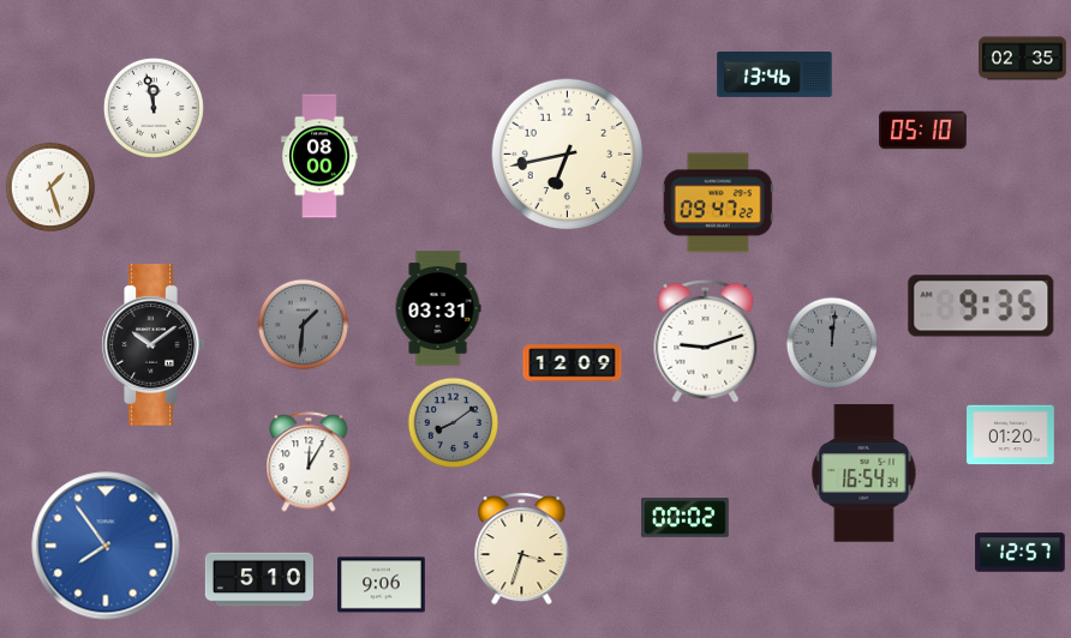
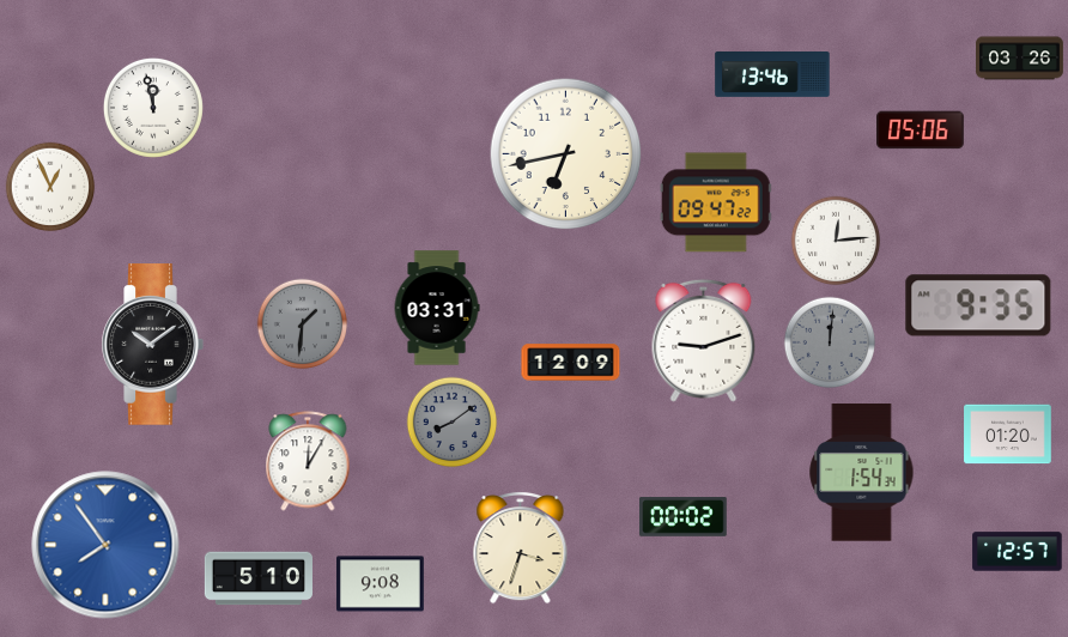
clock at (1023, 59): 02:35 -> 03:26
clock at (923, 131): 05:10 -> 05:06
clock at (319, 156): 08:00 -> none
clock at (50, 187): 1:27 -> 12:56
clock at (836, 241): none -> 12:14
clock at (864, 474): 16:54 -> 1:54
clock at (382, 585): 9:06 -> 9:08
